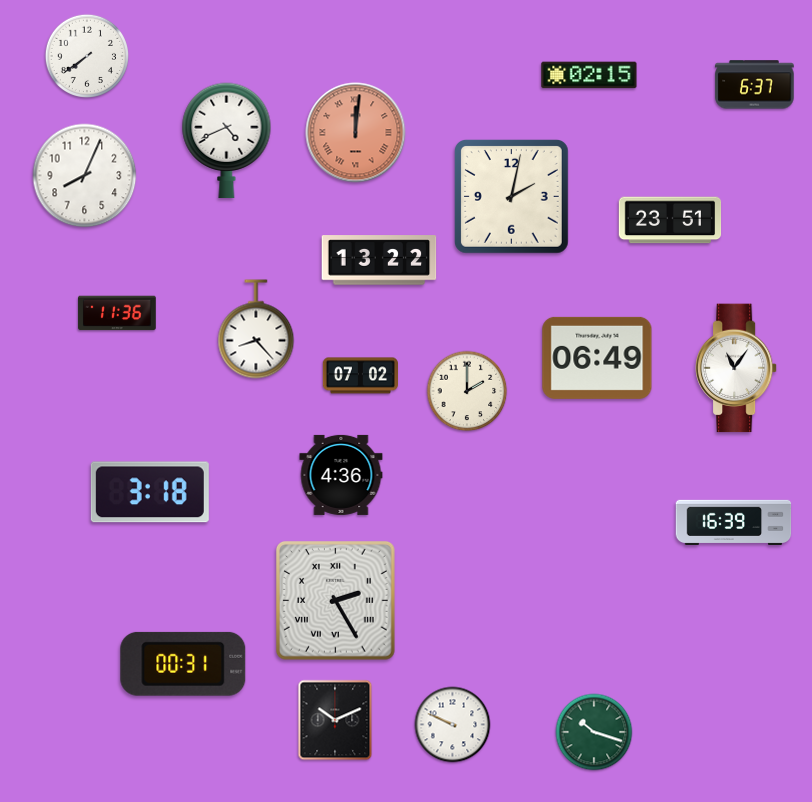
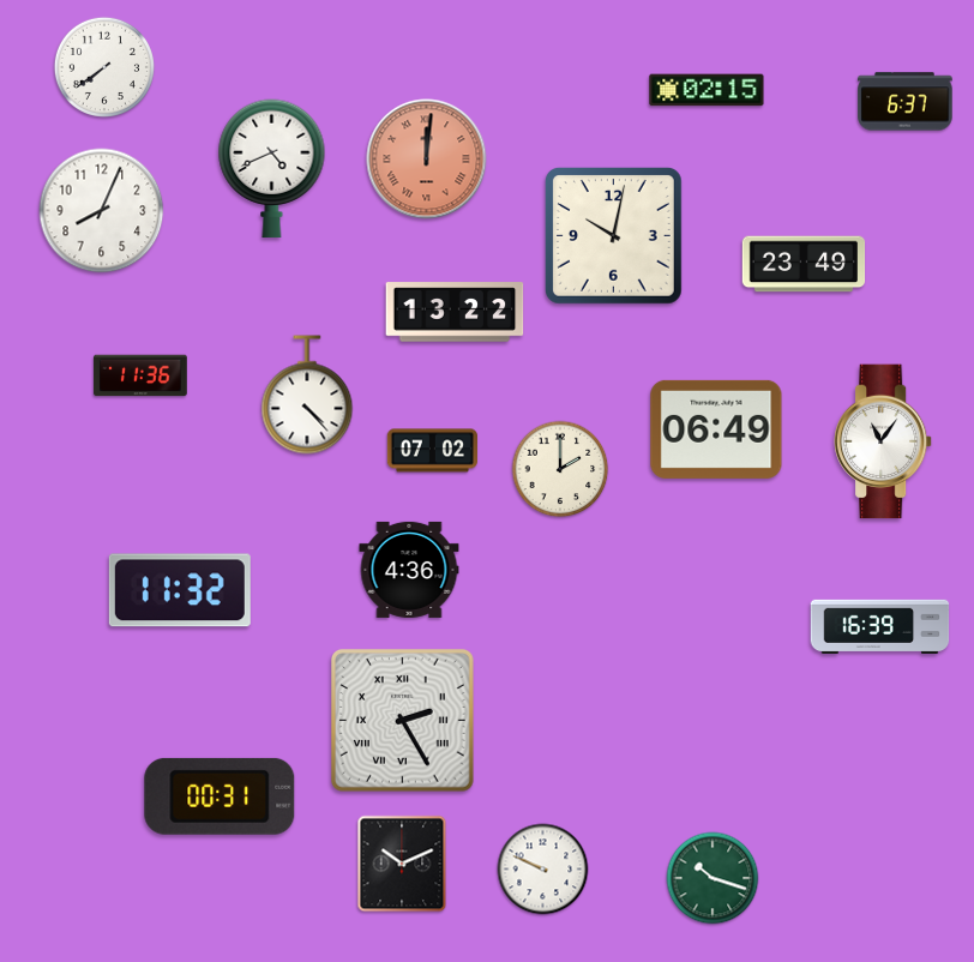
clock at (512, 197): 2:02 -> 10:02
clock at (670, 220): 23:51 -> 23:49
clock at (256, 329): 8:23 -> 4:23
clock at (150, 492): 3:18 -> 11:32
